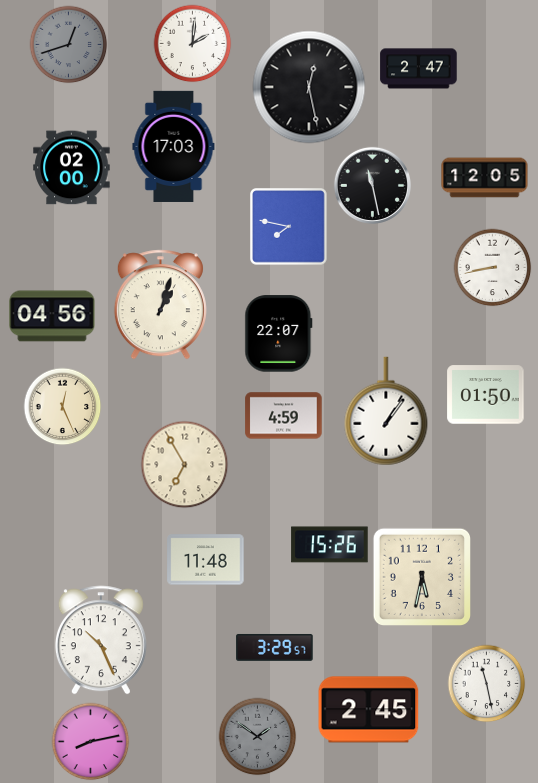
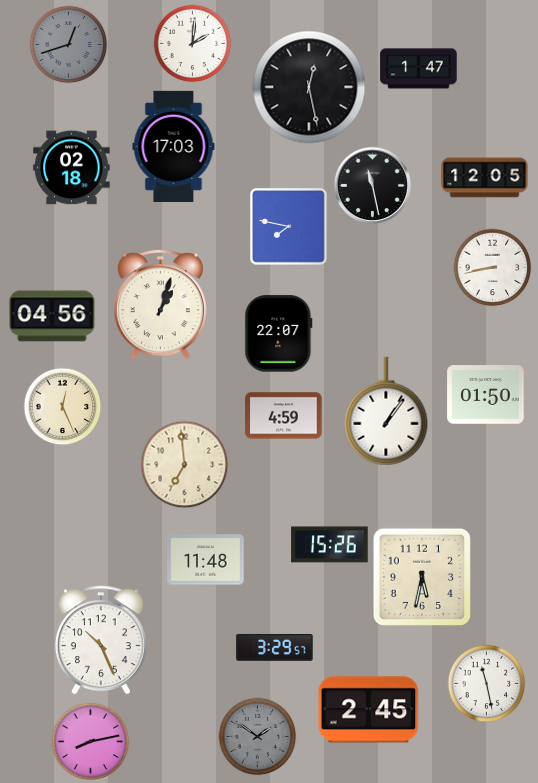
clock at (419, 69): 2:47 -> 1:47
clock at (72, 168): 02:00 -> 02:18
clock at (184, 464): 6:55 -> 6:59
